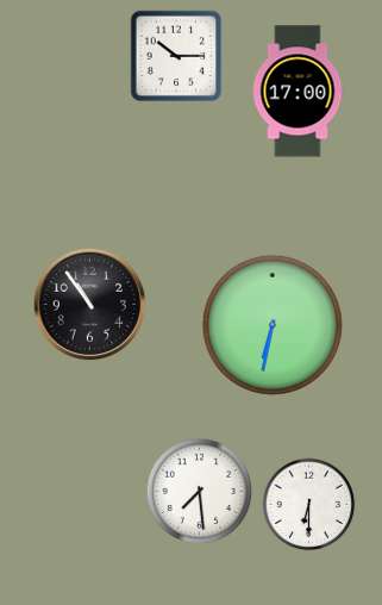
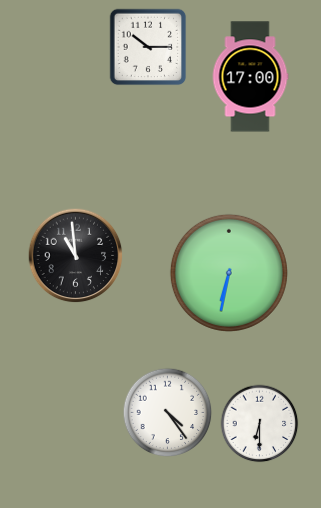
clock at (90, 305): 10:54 -> 10:59
clock at (200, 492): 7:29 -> 4:24
